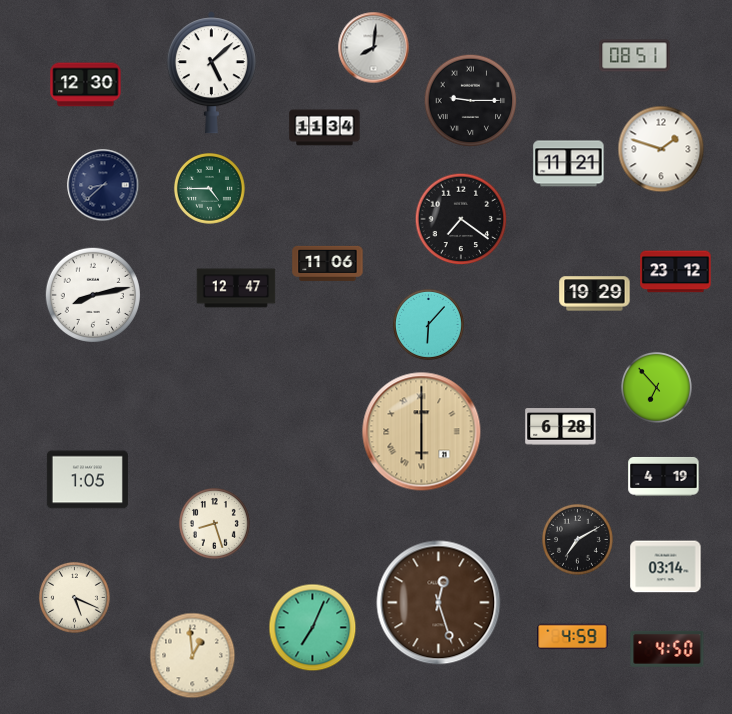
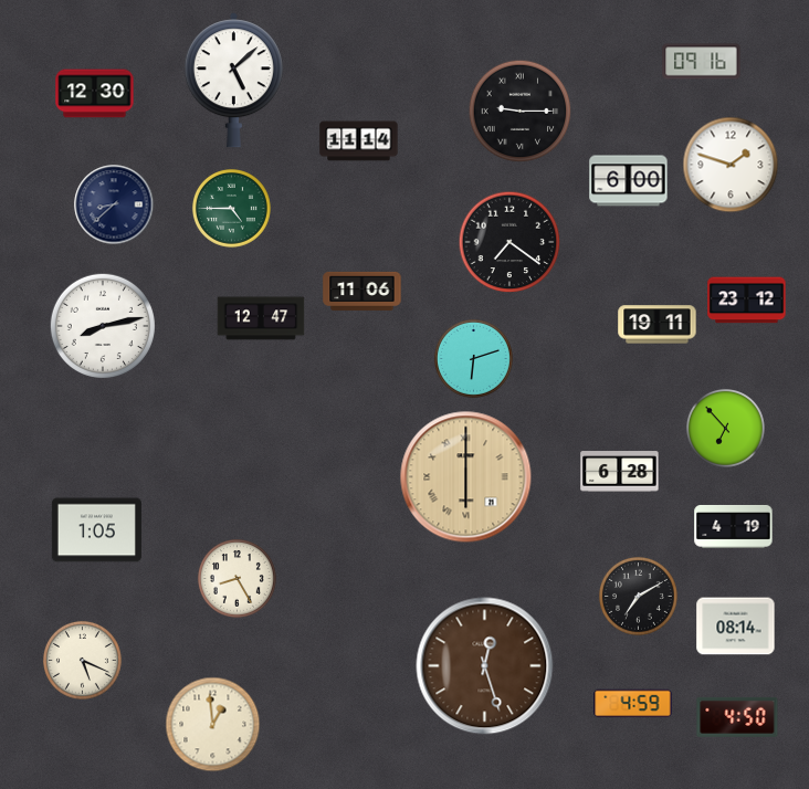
clock at (374, 48): 8:01 -> none
clock at (635, 56): 08:51 -> 09:16
clock at (325, 128): 11:34 -> 11:14
clock at (569, 164): 11:21 -> 6:00
clock at (595, 294): 19:29 -> 19:11
clock at (428, 324): 6:07 -> 6:12
clock at (214, 523): 8:27 -> 8:25
clock at (666, 567): 03:14 -> 08:14
clock at (313, 628): 7:04 -> none
